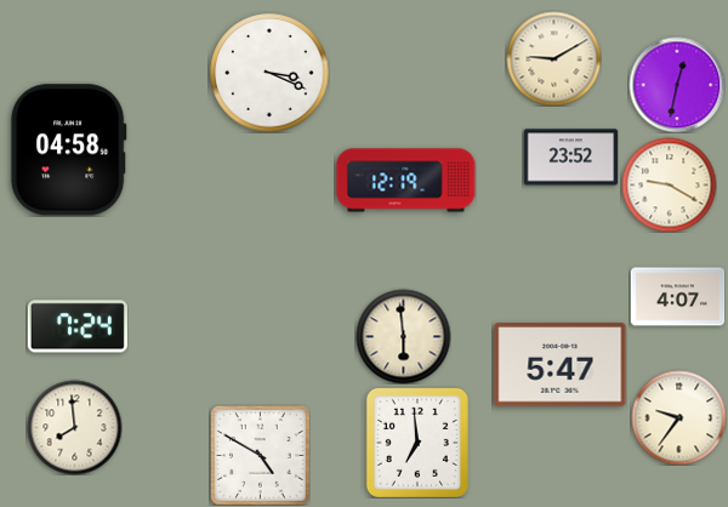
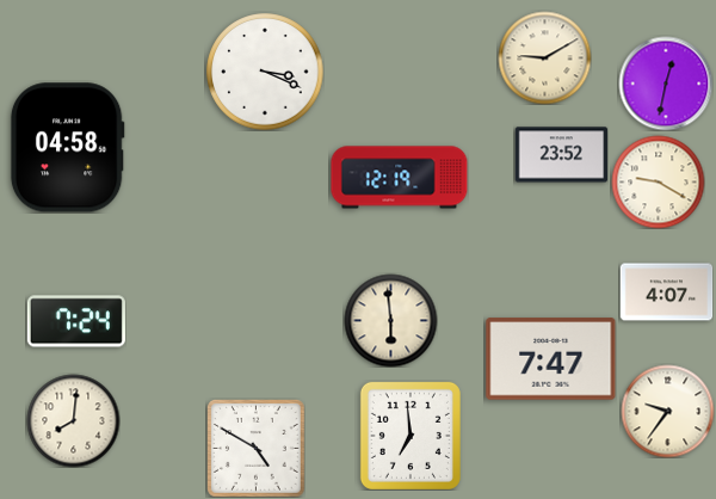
clock at (403, 336) position: (403, 336) -> (390, 320)
clock at (561, 365): 5:47 -> 7:47
clock at (74, 427): 7:59 -> 8:01
